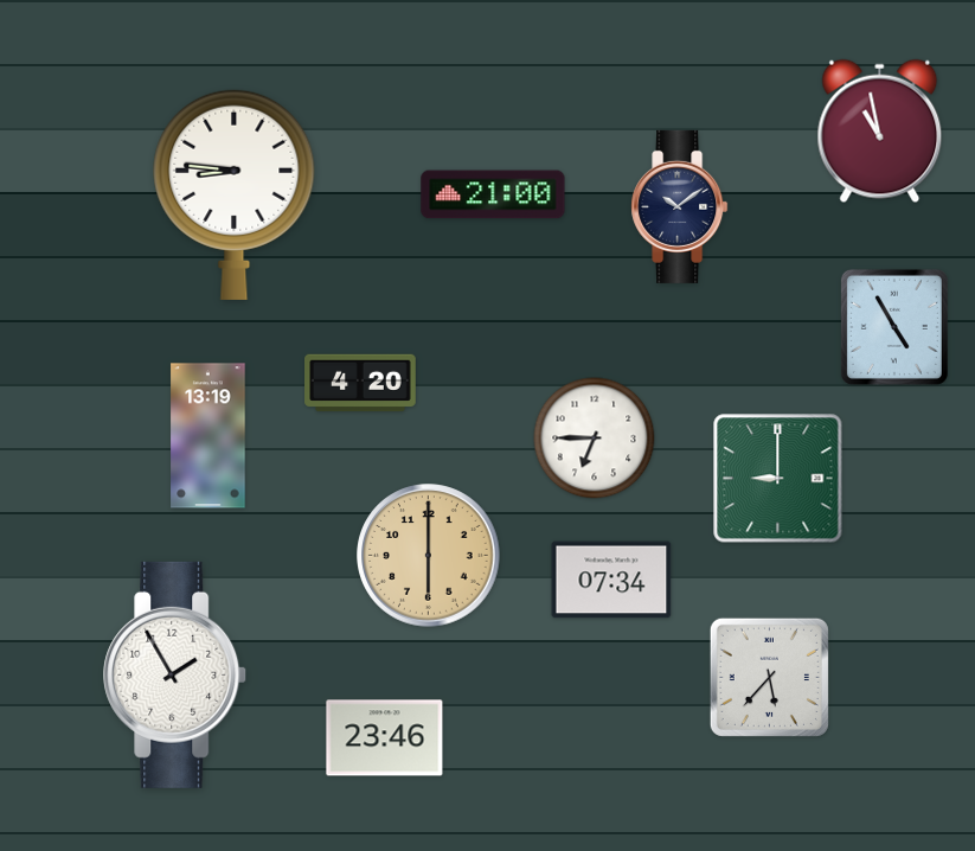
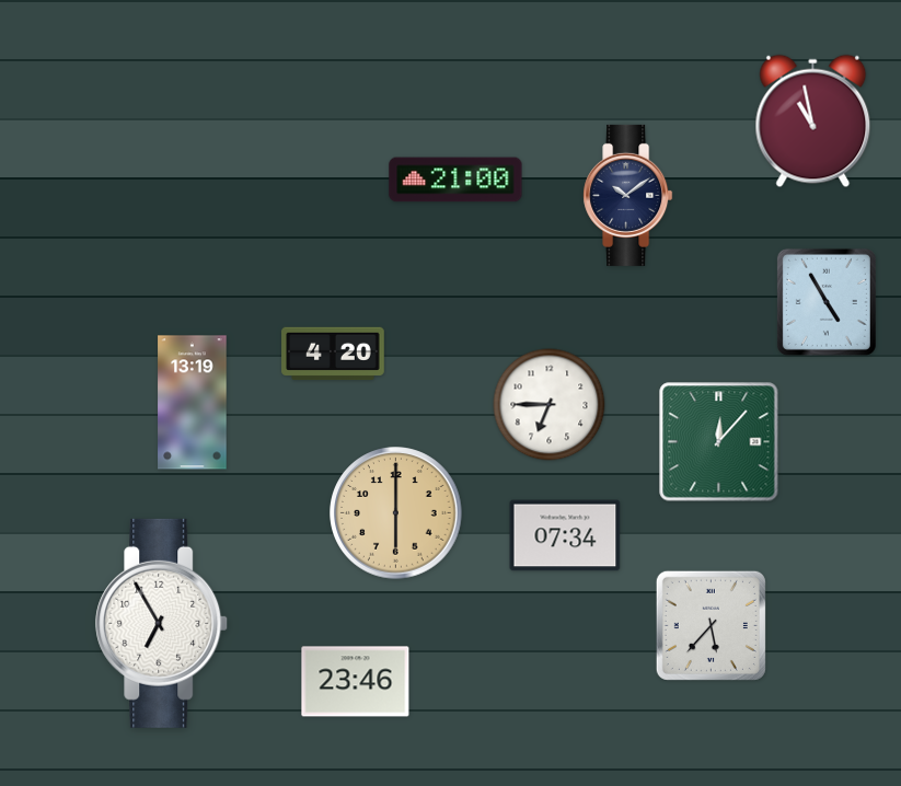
clock at (235, 194): 8:46 -> none
clock at (680, 206) position: (680, 206) -> (628, 195)
clock at (778, 479): 9:00 -> 12:07
clock at (175, 674): 1:55 -> 6:55
